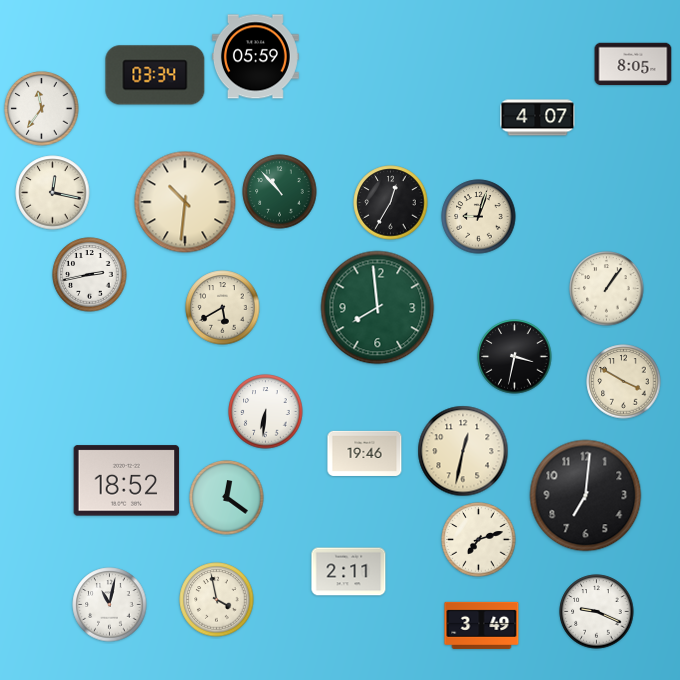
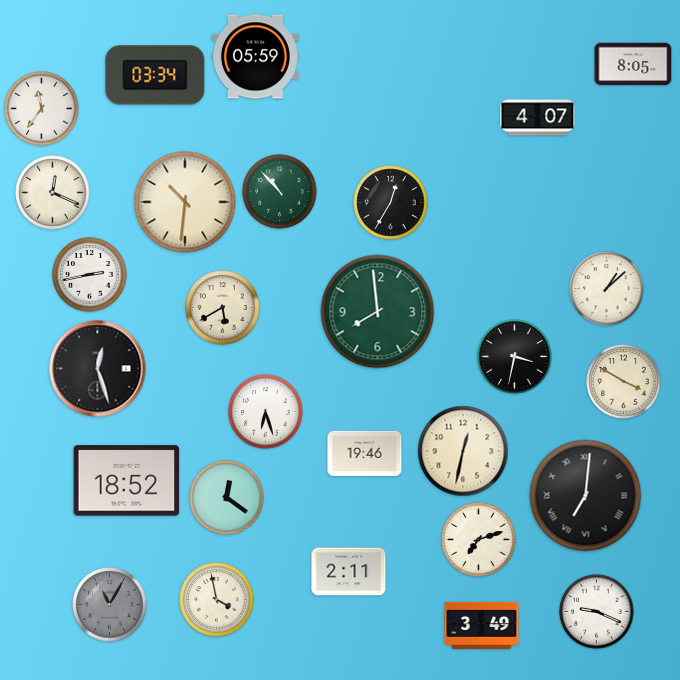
clock at (53, 193): 12:17 -> 12:19
clock at (479, 217): 9:03 -> none
clock at (607, 289): 1:06 -> 1:08
clock at (378, 308) position: (378, 308) -> (378, 312)
clock at (98, 369): none -> 12:27
clock at (266, 412): 6:31 -> 6:27
clock at (586, 496) numerals: Arabic -> Roman
clock at (110, 605): 11:02 -> 11:05
clock at (110, 605) dial: white -> grey
